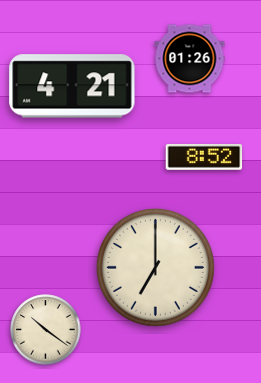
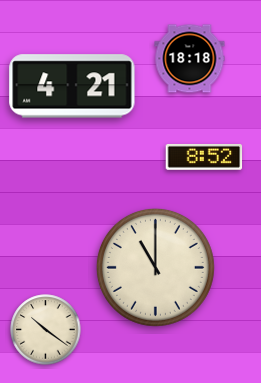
clock at (190, 59): 01:26 -> 18:18
clock at (155, 267): 7:00 -> 11:00
